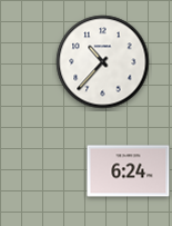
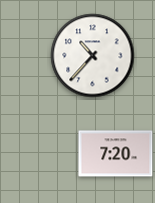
clock at (129, 171): 6:24 -> 7:20
